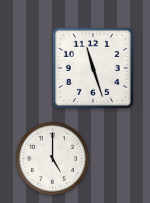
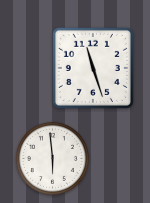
clock at (52, 158): 5:00 -> 5:59
